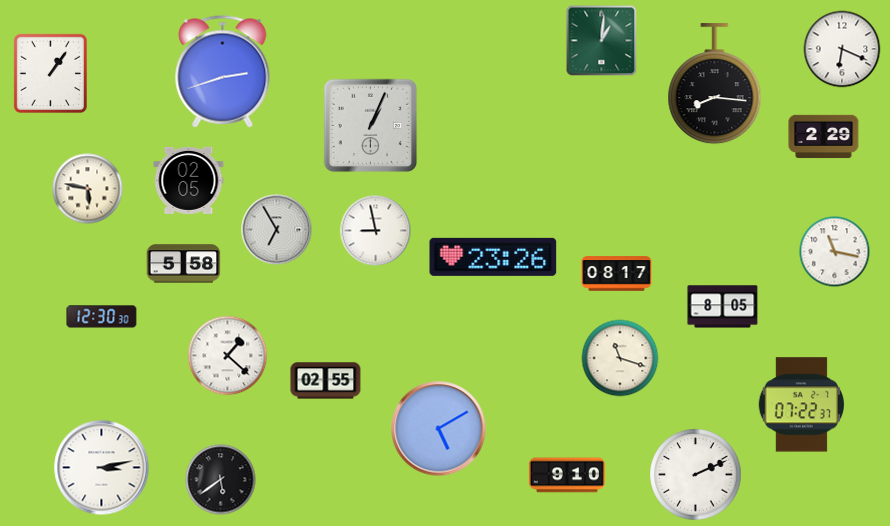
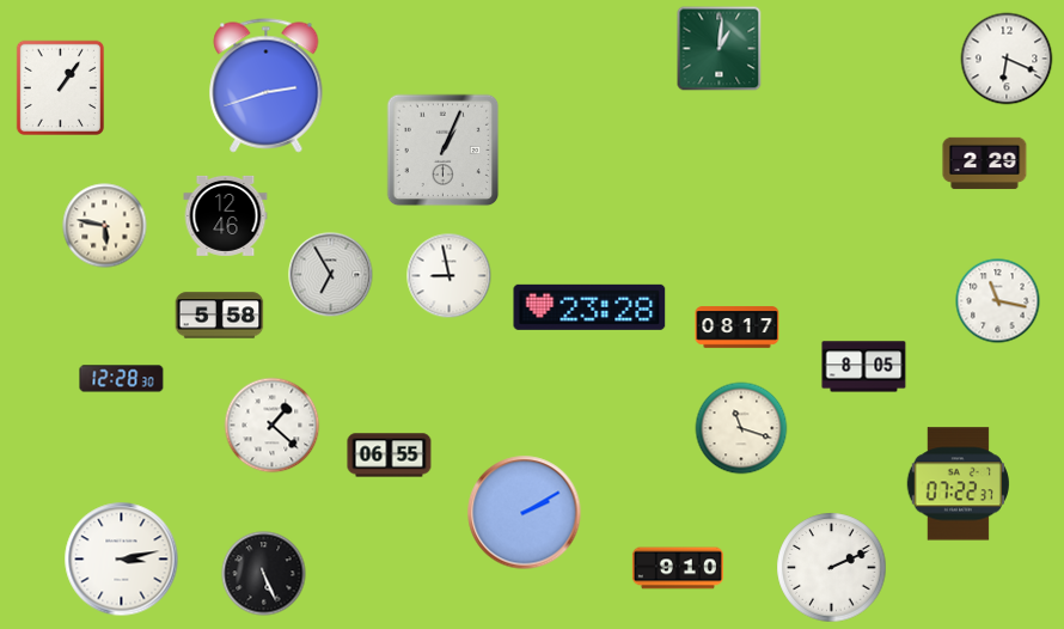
clock at (715, 84): 8:16 -> none
clock at (189, 180): 02:05 -> 12:46
clock at (493, 257): 23:26 -> 23:28
clock at (102, 317): 12:30 -> 12:28
clock at (326, 381): 02:55 -> 06:55
clock at (439, 429): 5:10 -> 2:10
clock at (221, 480): 5:39 -> 5:26
